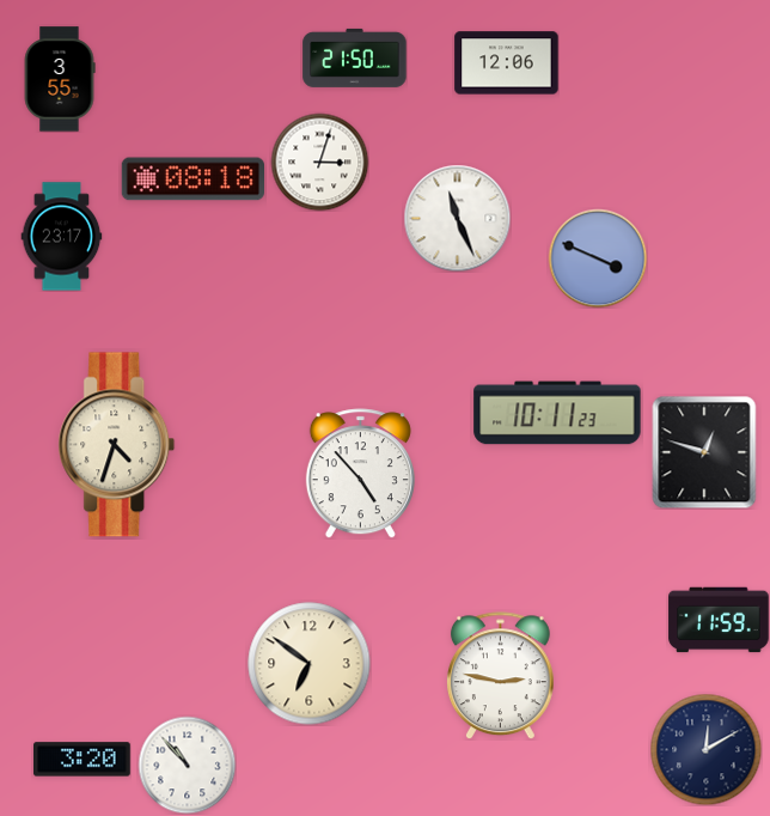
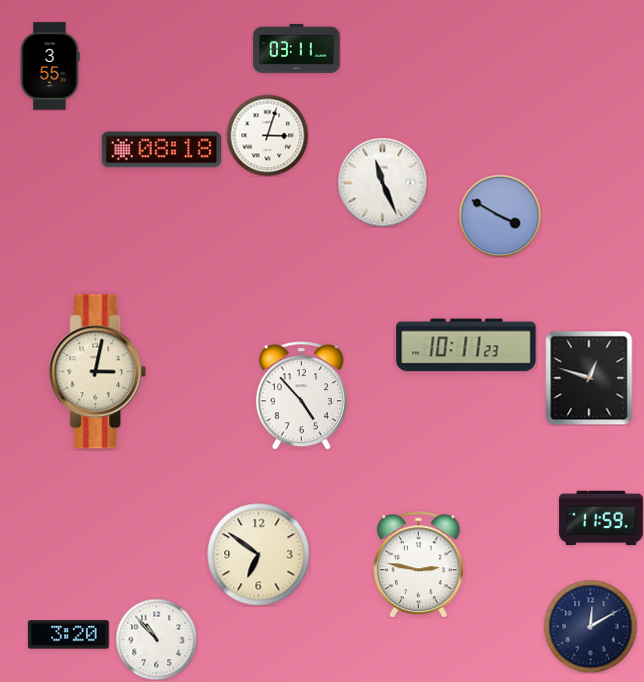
clock at (355, 57): 21:50 -> 03:11
clock at (507, 63): 12:06 -> none
clock at (62, 237): 23:17 -> none
clock at (598, 258): 3:49 -> 3:50
clock at (117, 445): 4:33 -> 3:02
